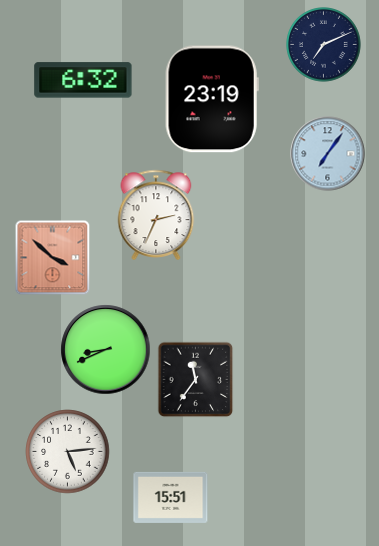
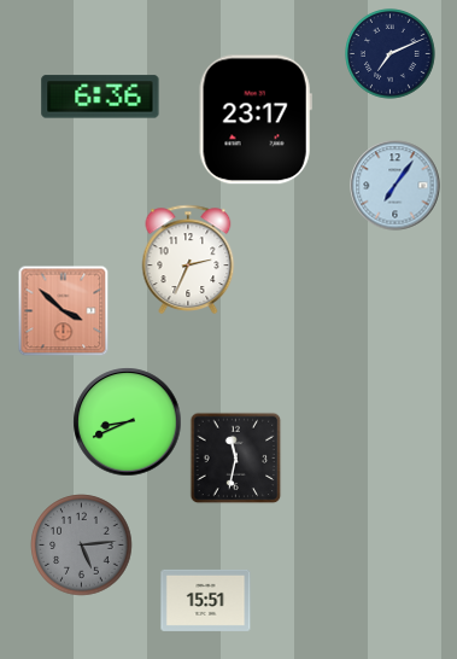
clock at (83, 80): 6:32 -> 6:36
clock at (212, 99): 23:19 -> 23:17
clock at (196, 380): 11:36 -> 11:32
clock at (68, 452) dial: white -> grey
